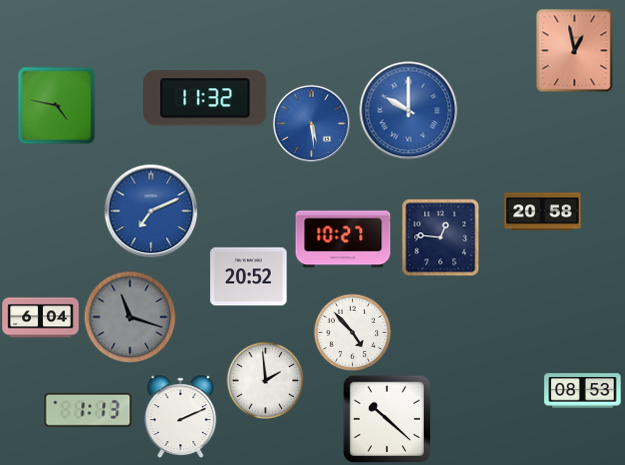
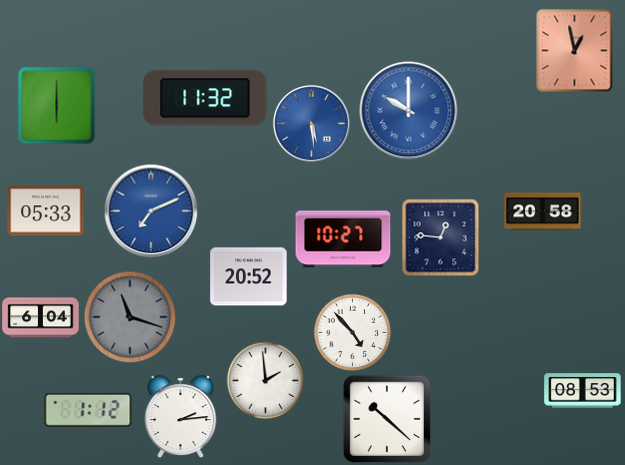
clock at (56, 105): 4:47 -> 6:00
clock at (46, 211): none -> 05:33
clock at (88, 410): 1:13 -> 1:12
clock at (181, 416): 2:11 -> 2:14
